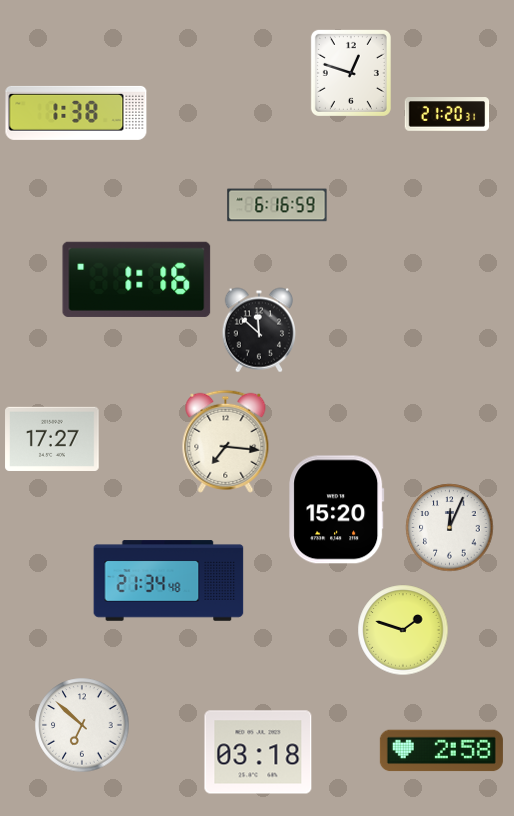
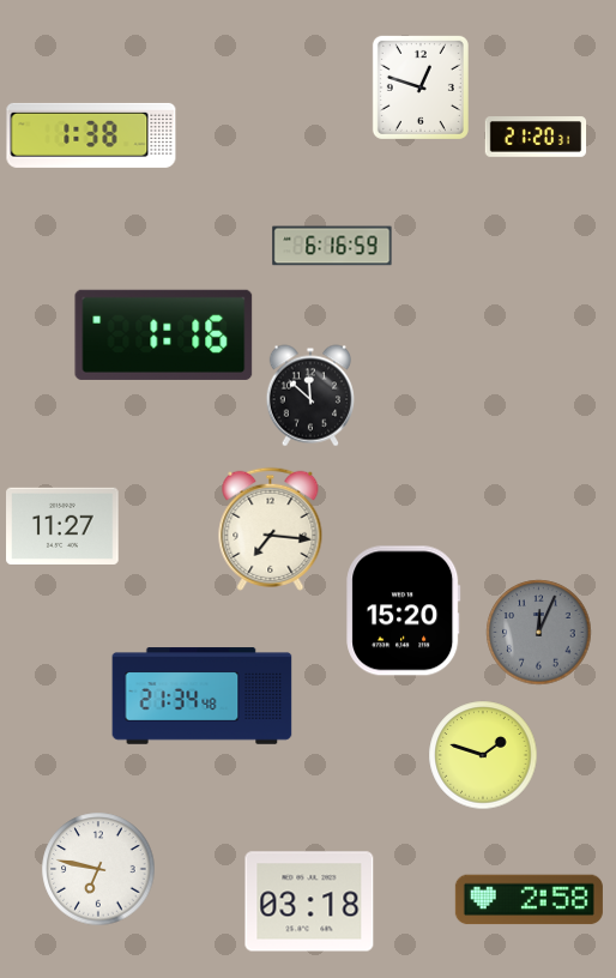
clock at (52, 439): 17:27 -> 11:27
clock at (450, 528) dial: white -> grey
clock at (82, 725): 6:52 -> 6:47
